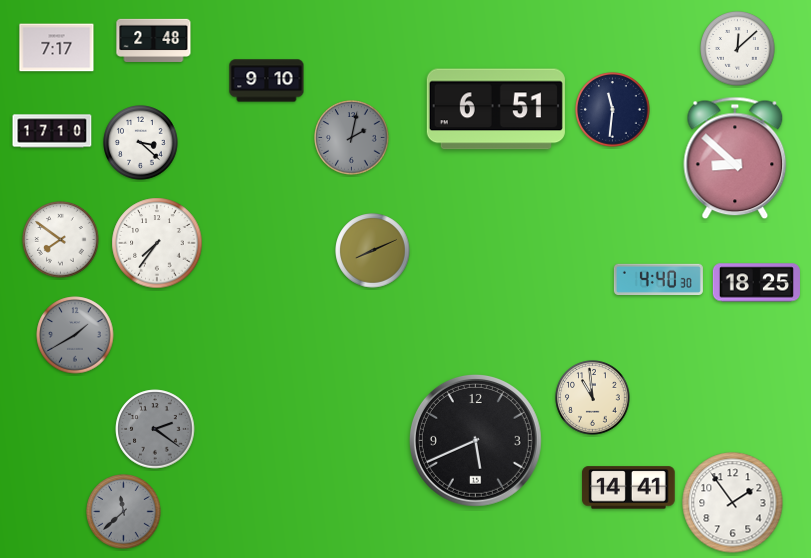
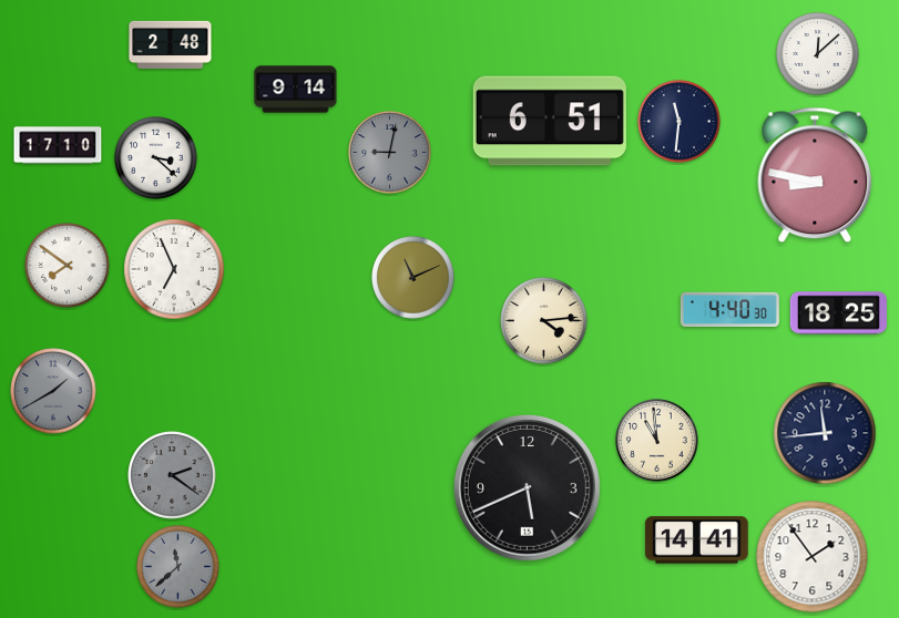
clock at (57, 48): 7:17 -> none
clock at (267, 81): 9:10 -> 9:14
clock at (352, 138): 2:02 -> 9:02
clock at (735, 158): 8:52 -> 8:47
clock at (157, 243): 7:36 -> 6:56
clock at (373, 251): 8:11 -> 11:11
clock at (544, 321): none -> 4:14
clock at (75, 335) position: (75, 335) -> (53, 391)
clock at (825, 433): none -> 11:44
clock at (124, 512) position: (124, 512) -> (178, 567)
